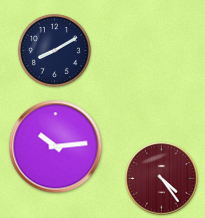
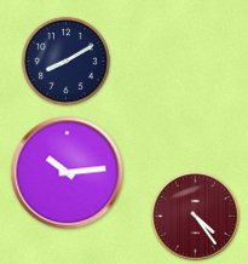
clock at (56, 147) position: (56, 147) -> (68, 173)
